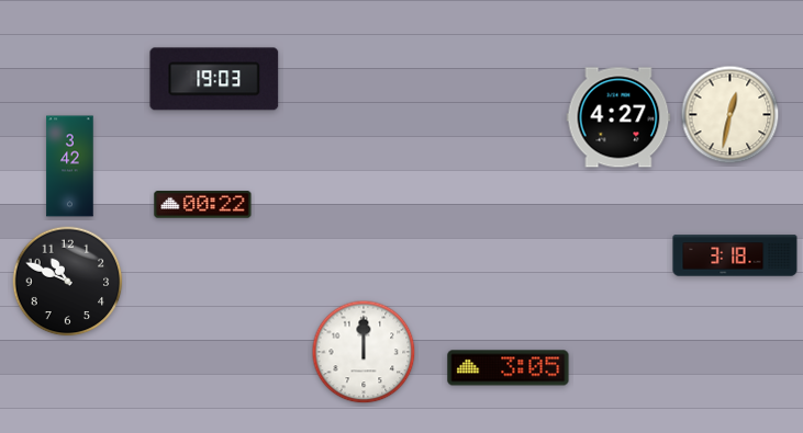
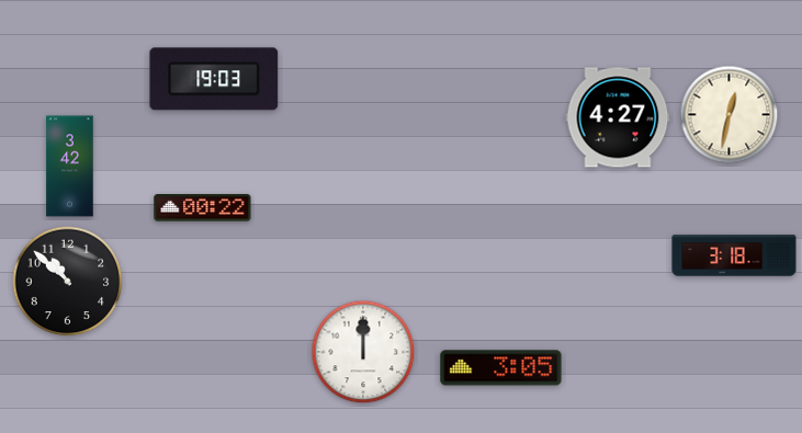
clock at (203, 205) position: (203, 205) -> (203, 208)
clock at (68, 282): 10:49 -> 10:52
clock at (509, 368) position: (509, 368) -> (501, 368)
